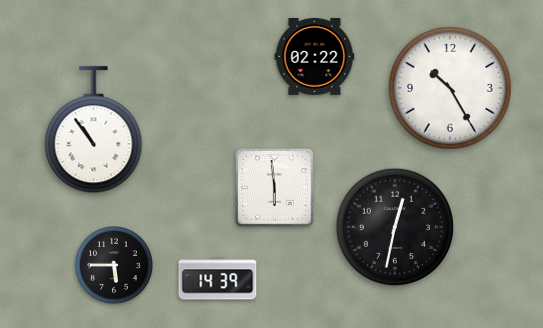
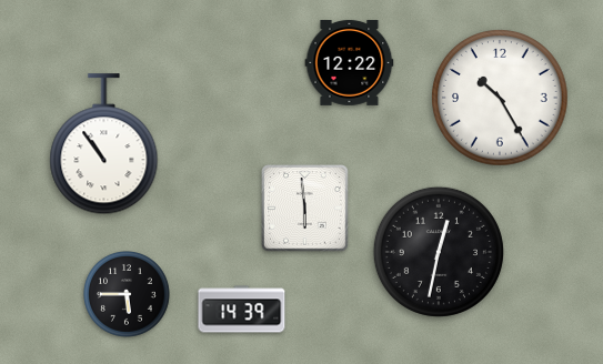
clock at (315, 57): 02:22 -> 12:22
